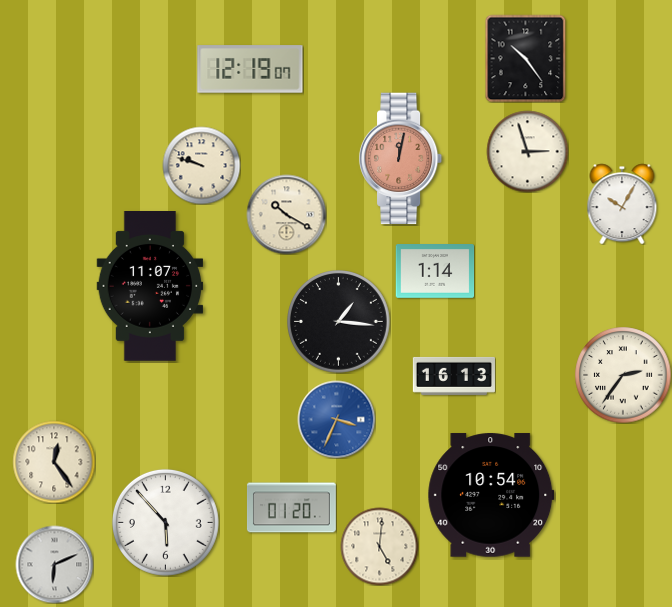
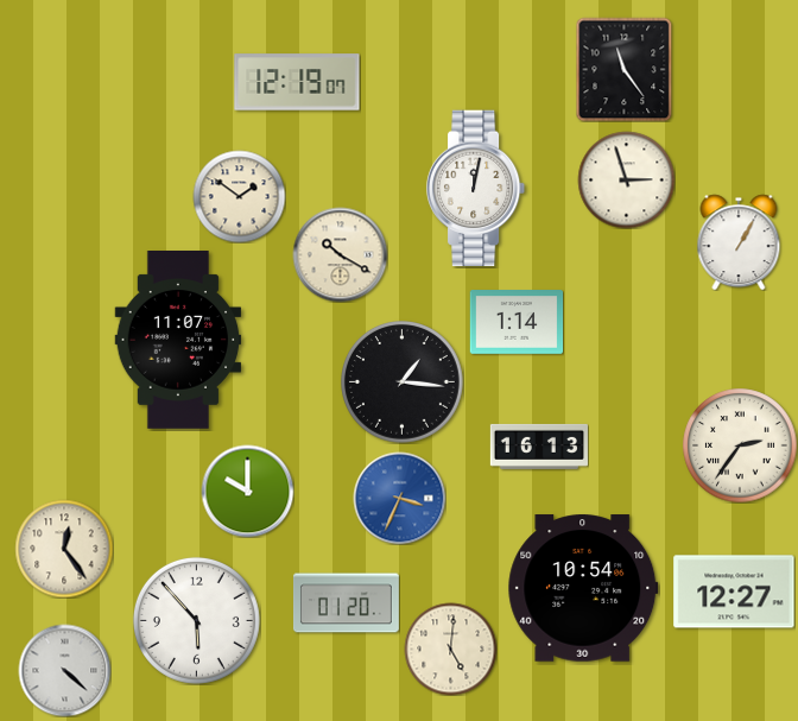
clock at (526, 58): 10:24 -> 11:24
clock at (401, 159) dial: salmon -> white
clock at (201, 165): 9:48 -> 1:51
clock at (622, 204): 10:05 -> 1:05
clock at (247, 491): none -> 10:00
clock at (734, 592): none -> 12:27
clock at (54, 564): 6:11 -> 4:22
